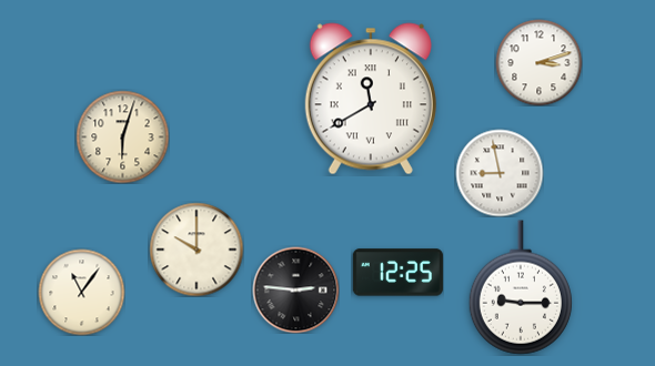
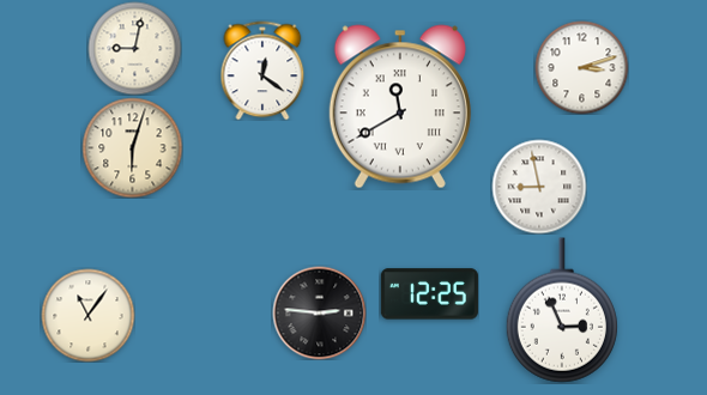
clock at (134, 48): none -> 9:02
clock at (262, 71): none -> 12:21
clock at (196, 250): 10:00 -> none
clock at (521, 287): 9:15 -> 2:56
